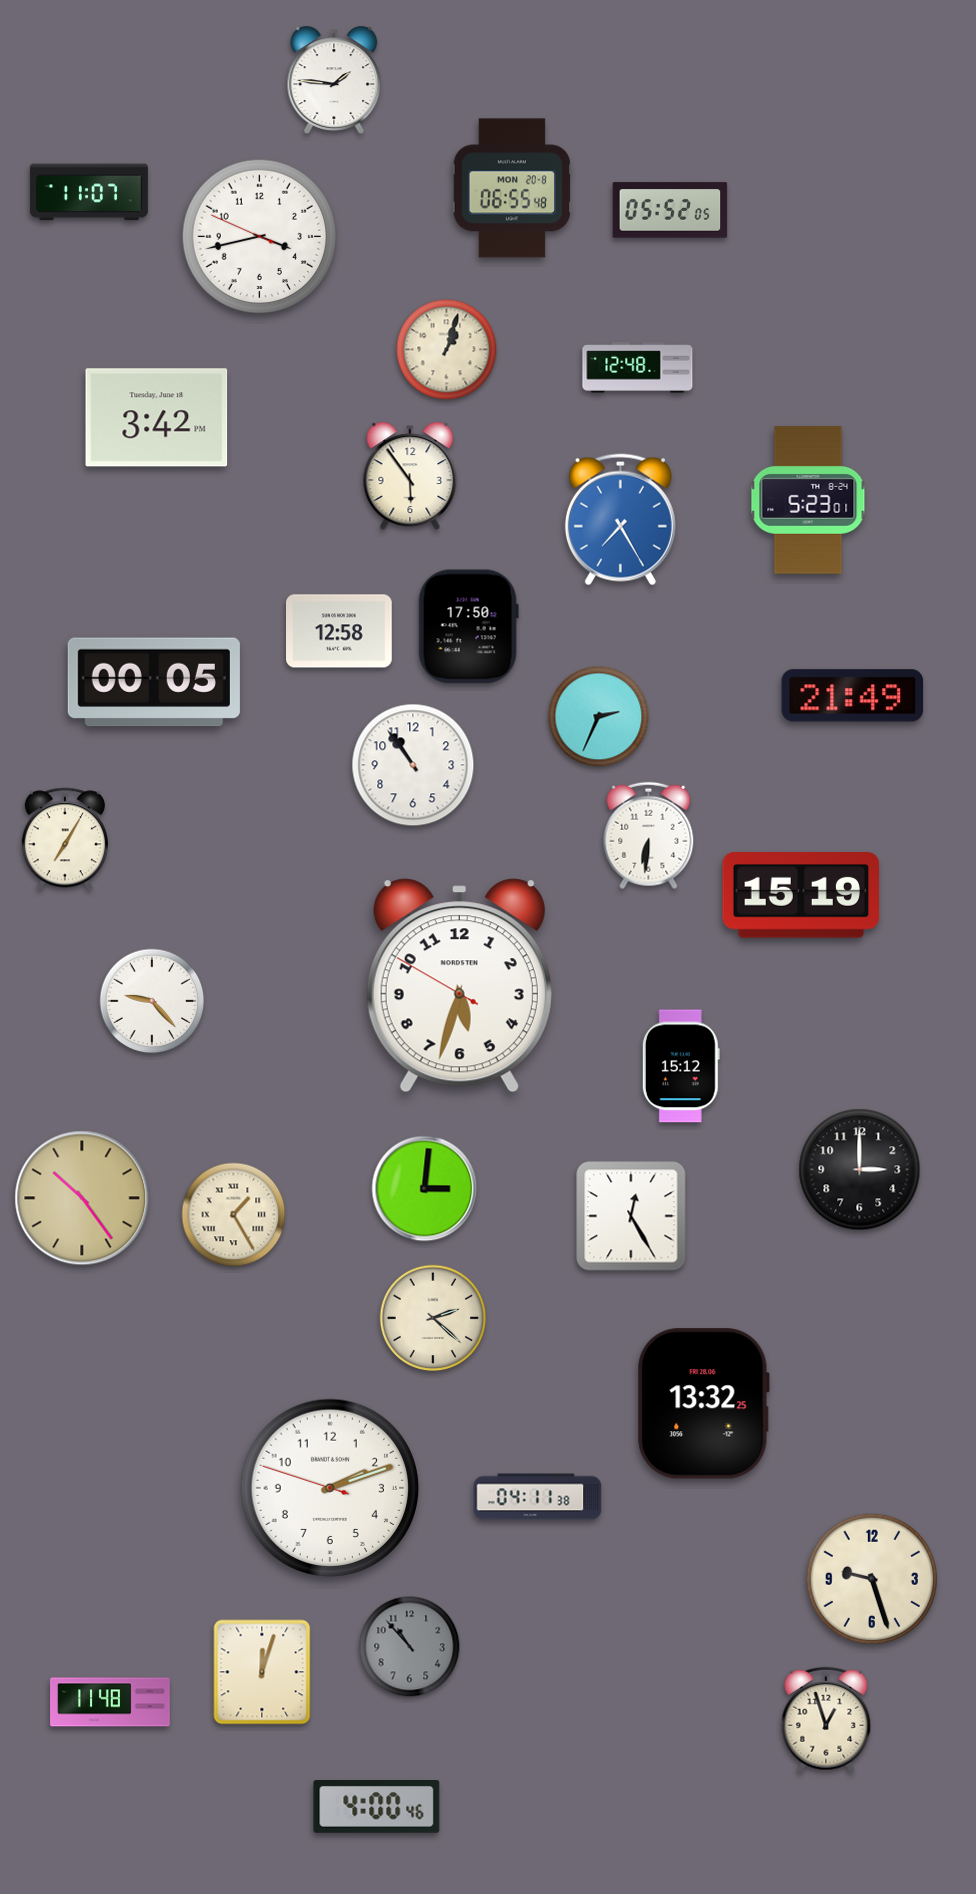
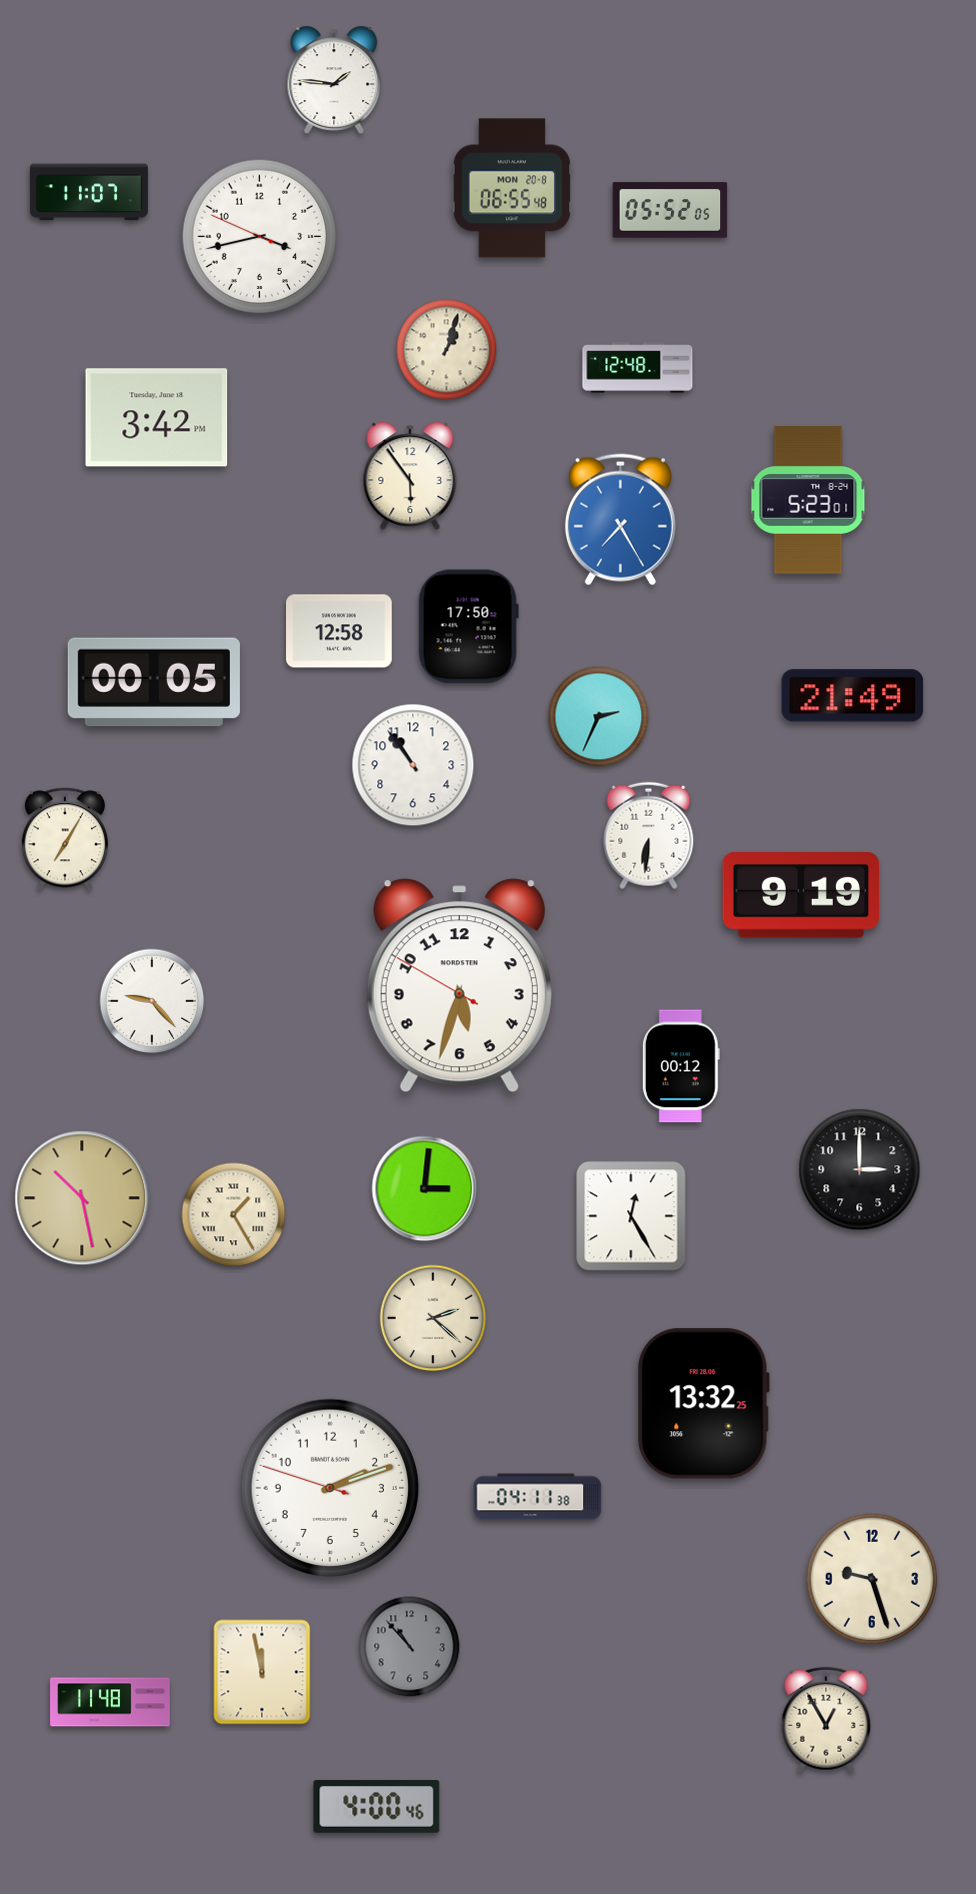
clock at (801, 895): 15:19 -> 9:19
clock at (681, 1066): 15:12 -> 00:12
clock at (82, 1198): 10:24 -> 10:28
clock at (262, 1672): 12:03 -> 11:58
clock at (826, 1720): 12:57 -> 12:55
